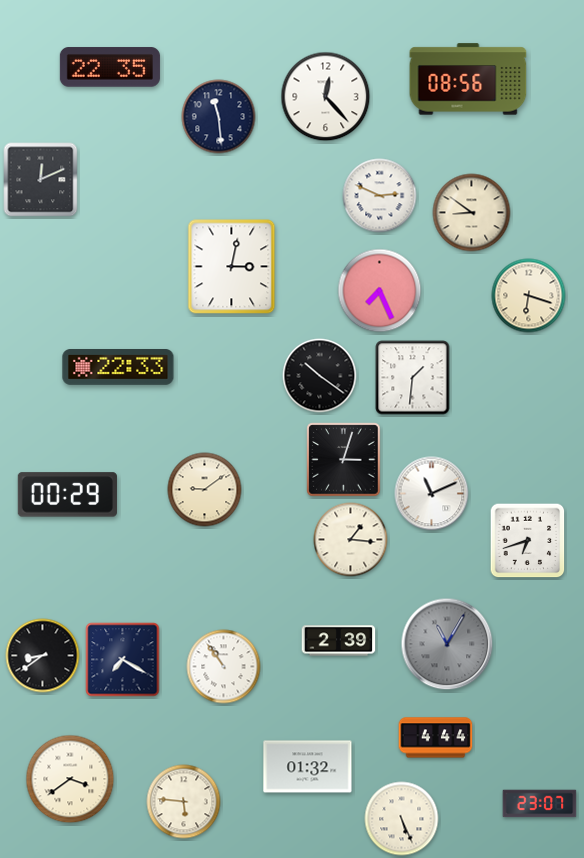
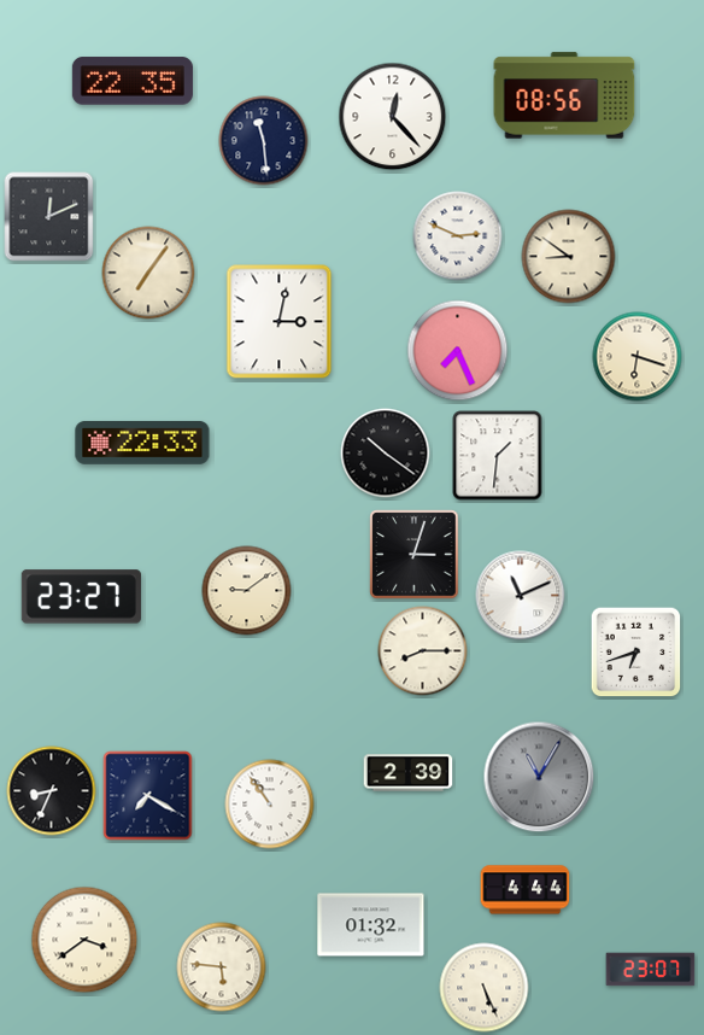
clock at (148, 273): none -> 7:06
clock at (67, 495): 00:29 -> 23:27
clock at (351, 540): 1:16 -> 8:15
clock at (43, 656): 8:39 -> 8:34
